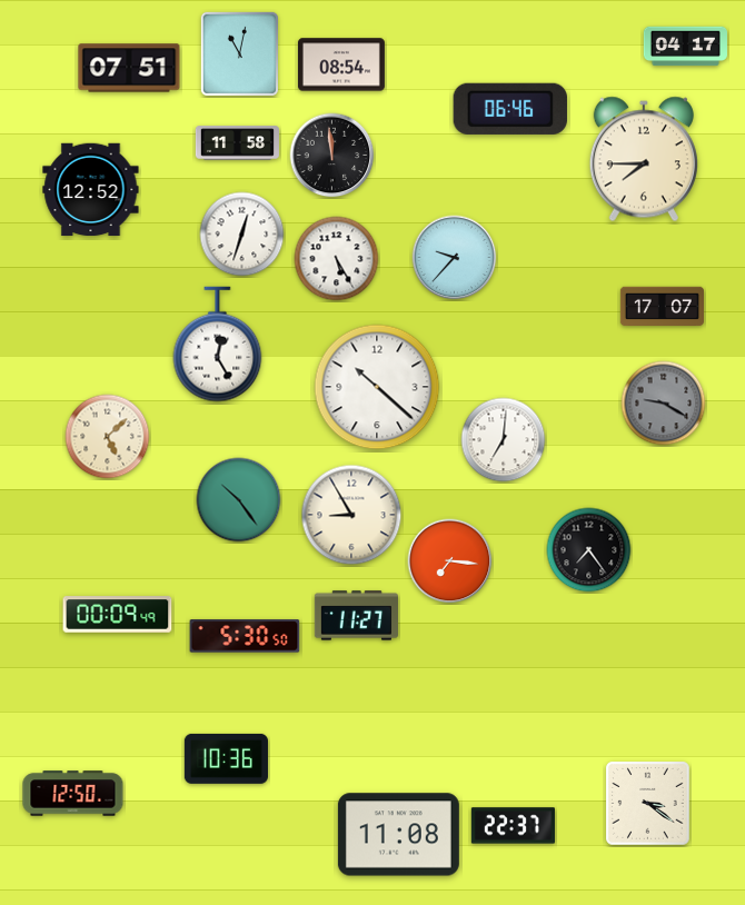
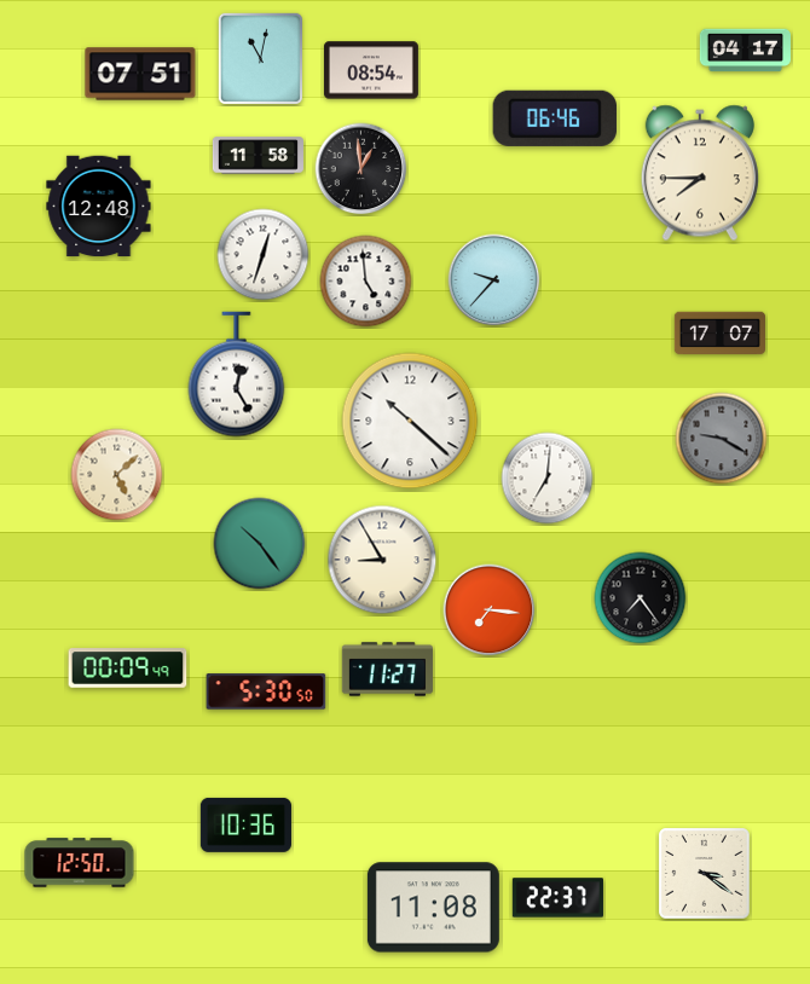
clock at (332, 156): 11:59 -> 12:59
clock at (91, 190): 12:52 -> 12:48
clock at (337, 259): 5:25 -> 4:59
